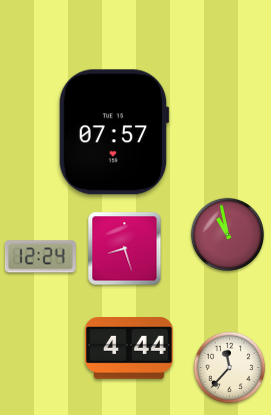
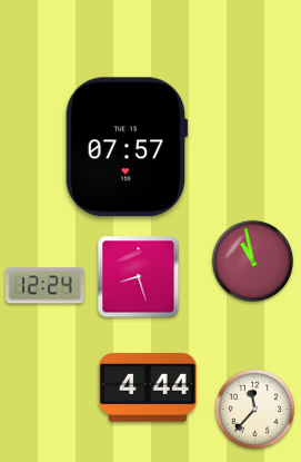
clock at (129, 348) position: (129, 348) -> (148, 387)
